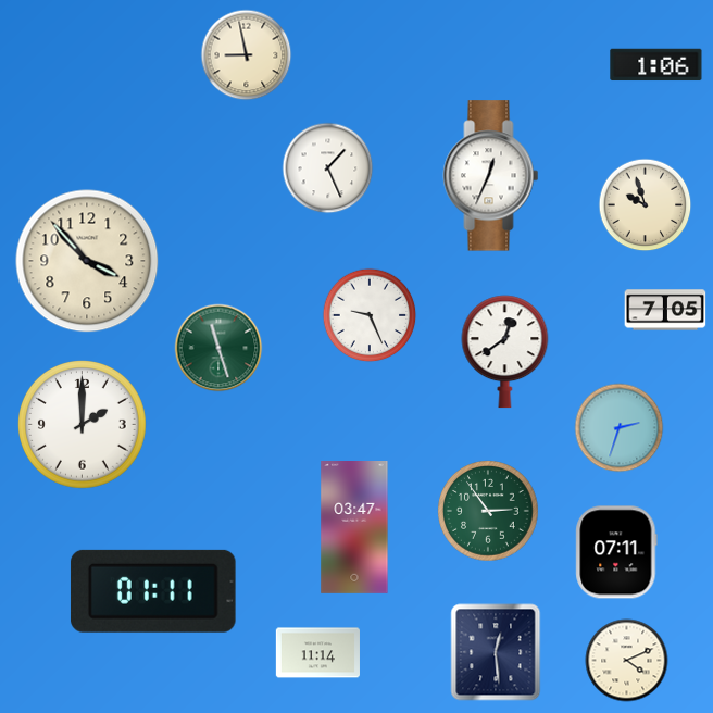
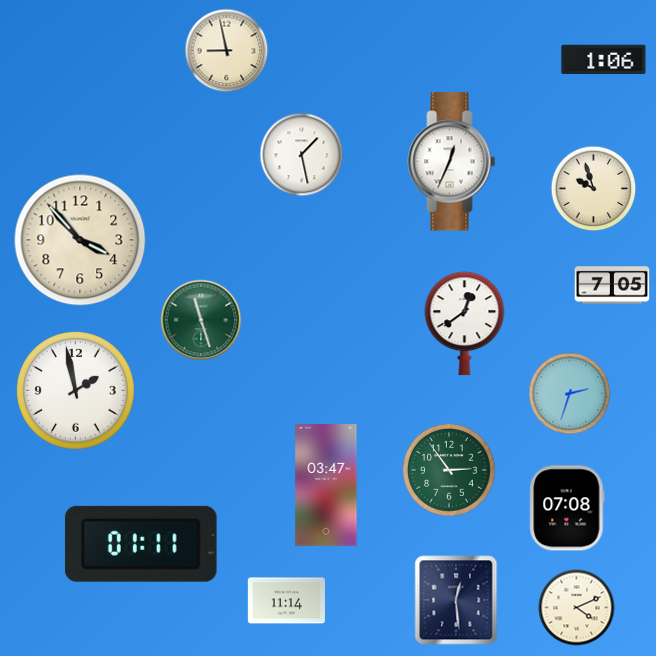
clock at (328, 168): 1:26 -> 1:28
clock at (370, 315): 9:26 -> none
clock at (83, 425): 2:00 -> 1:58
clock at (616, 552): 07:11 -> 07:08
clock at (317, 653) position: (317, 653) -> (286, 601)
